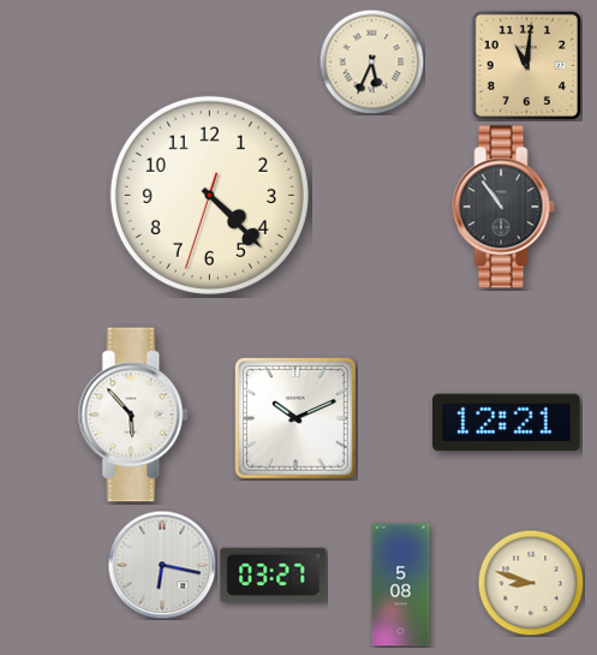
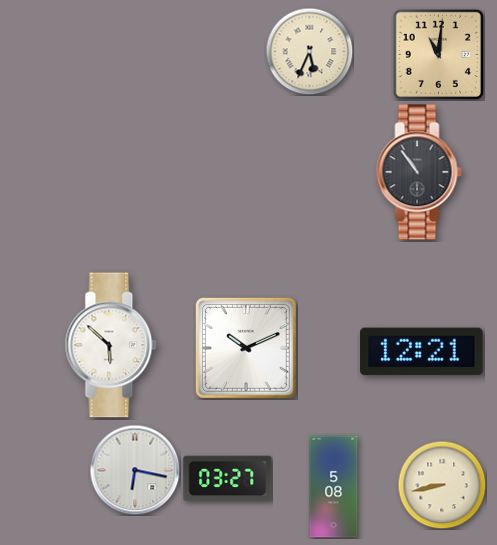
clock at (209, 195): 4:22 -> none
clock at (133, 415): 5:53 -> 5:52
clock at (531, 583): 8:48 -> 8:43
